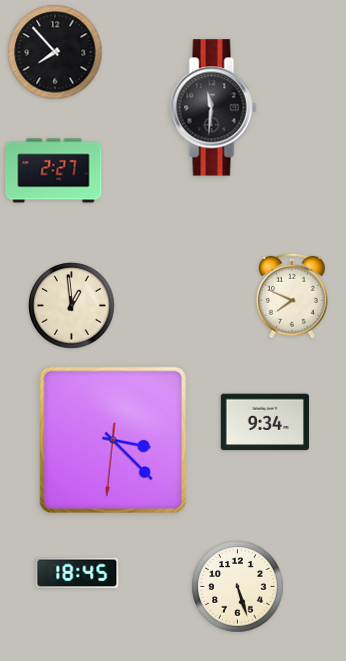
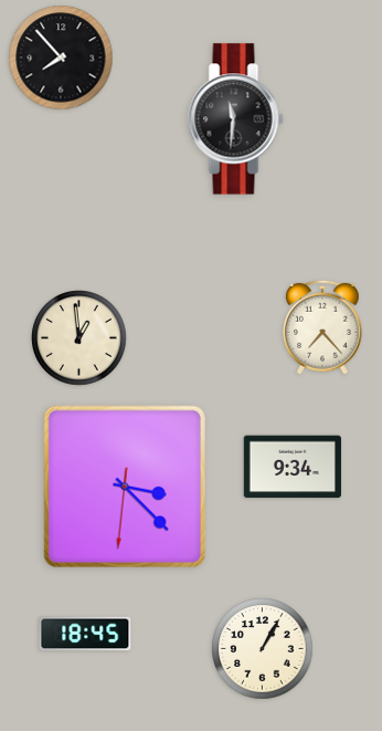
clock at (54, 171): 2:27 -> none
clock at (293, 296): 7:49 -> 7:23
clock at (238, 587): 5:27 -> 1:05
